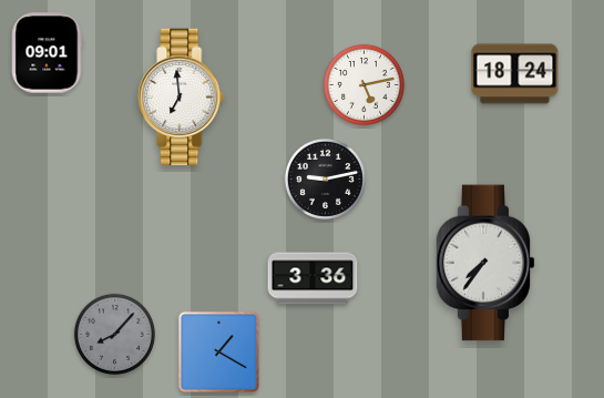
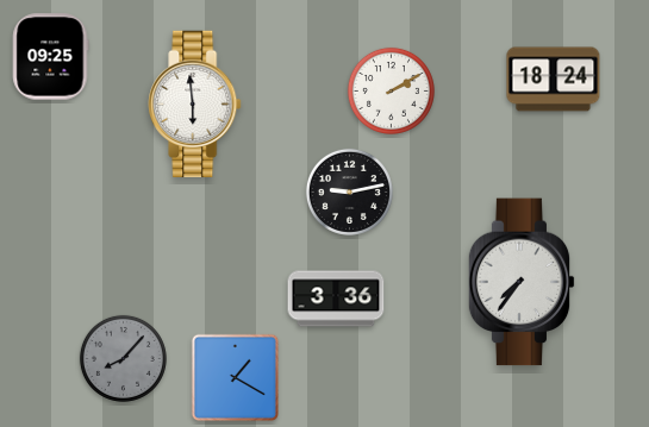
clock at (48, 53): 09:01 -> 09:25
clock at (364, 84): 5:13 -> 2:10
clock at (182, 96): 6:59 -> 5:59
